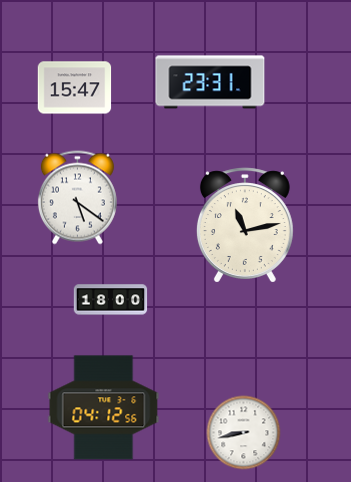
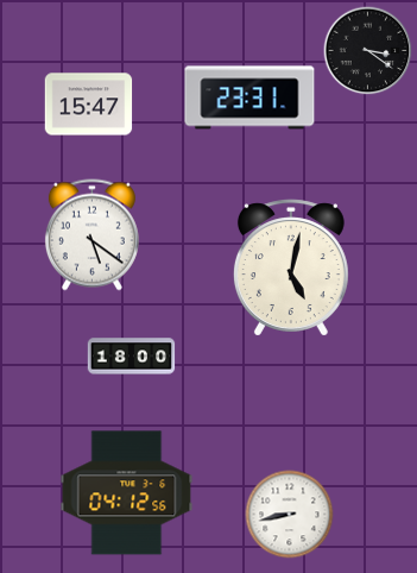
clock at (368, 51): none -> 3:21
clock at (245, 225): 11:13 -> 5:02
clock at (104, 408) position: (104, 408) -> (127, 493)
